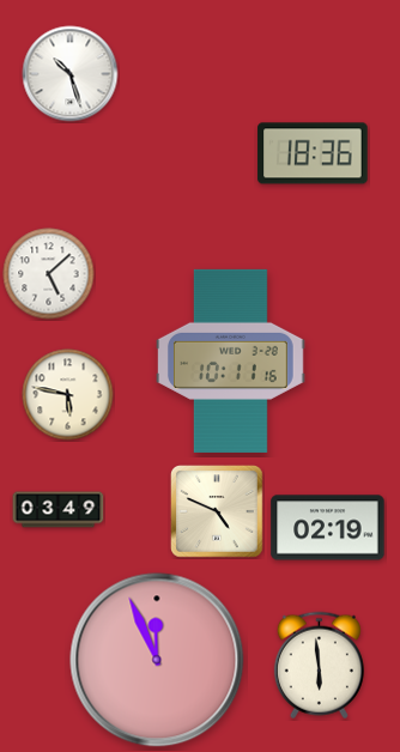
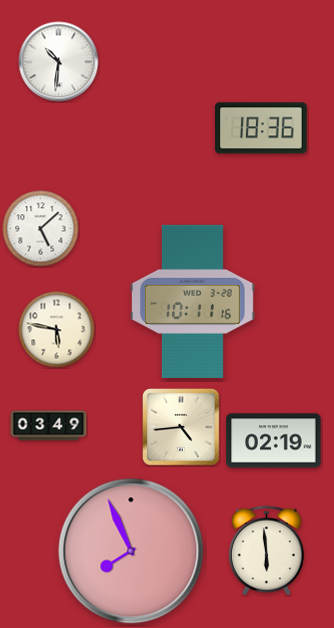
clock at (71, 74): 10:27 -> 10:31
clock at (217, 511): 4:49 -> 4:44
clock at (157, 660): 11:56 -> 7:56
clock at (319, 666) position: (319, 666) -> (266, 551)
